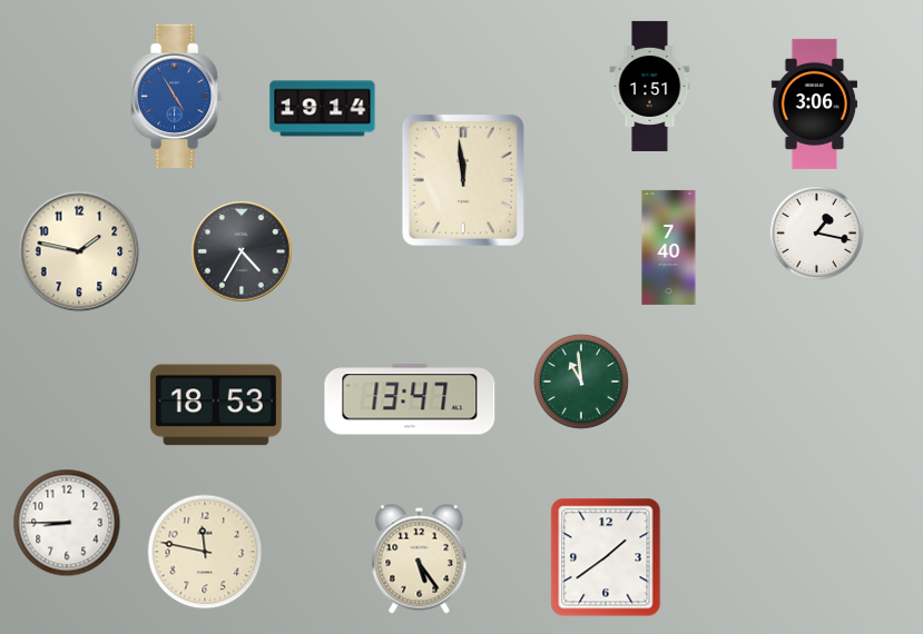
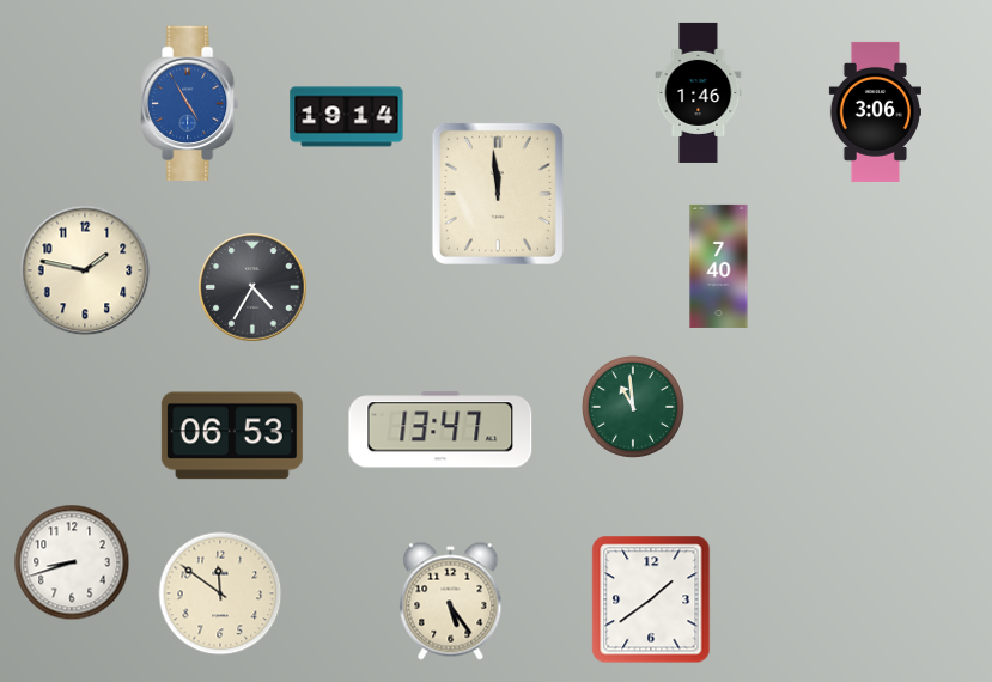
clock at (650, 86): 1:51 -> 1:46
clock at (816, 232): 1:17 -> none
clock at (242, 251) position: (242, 251) -> (252, 287)
clock at (581, 382) position: (581, 382) -> (633, 407)
clock at (216, 405): 18:53 -> 06:53
clock at (67, 523): 8:45 -> 8:42
clock at (205, 552): 11:47 -> 11:51
